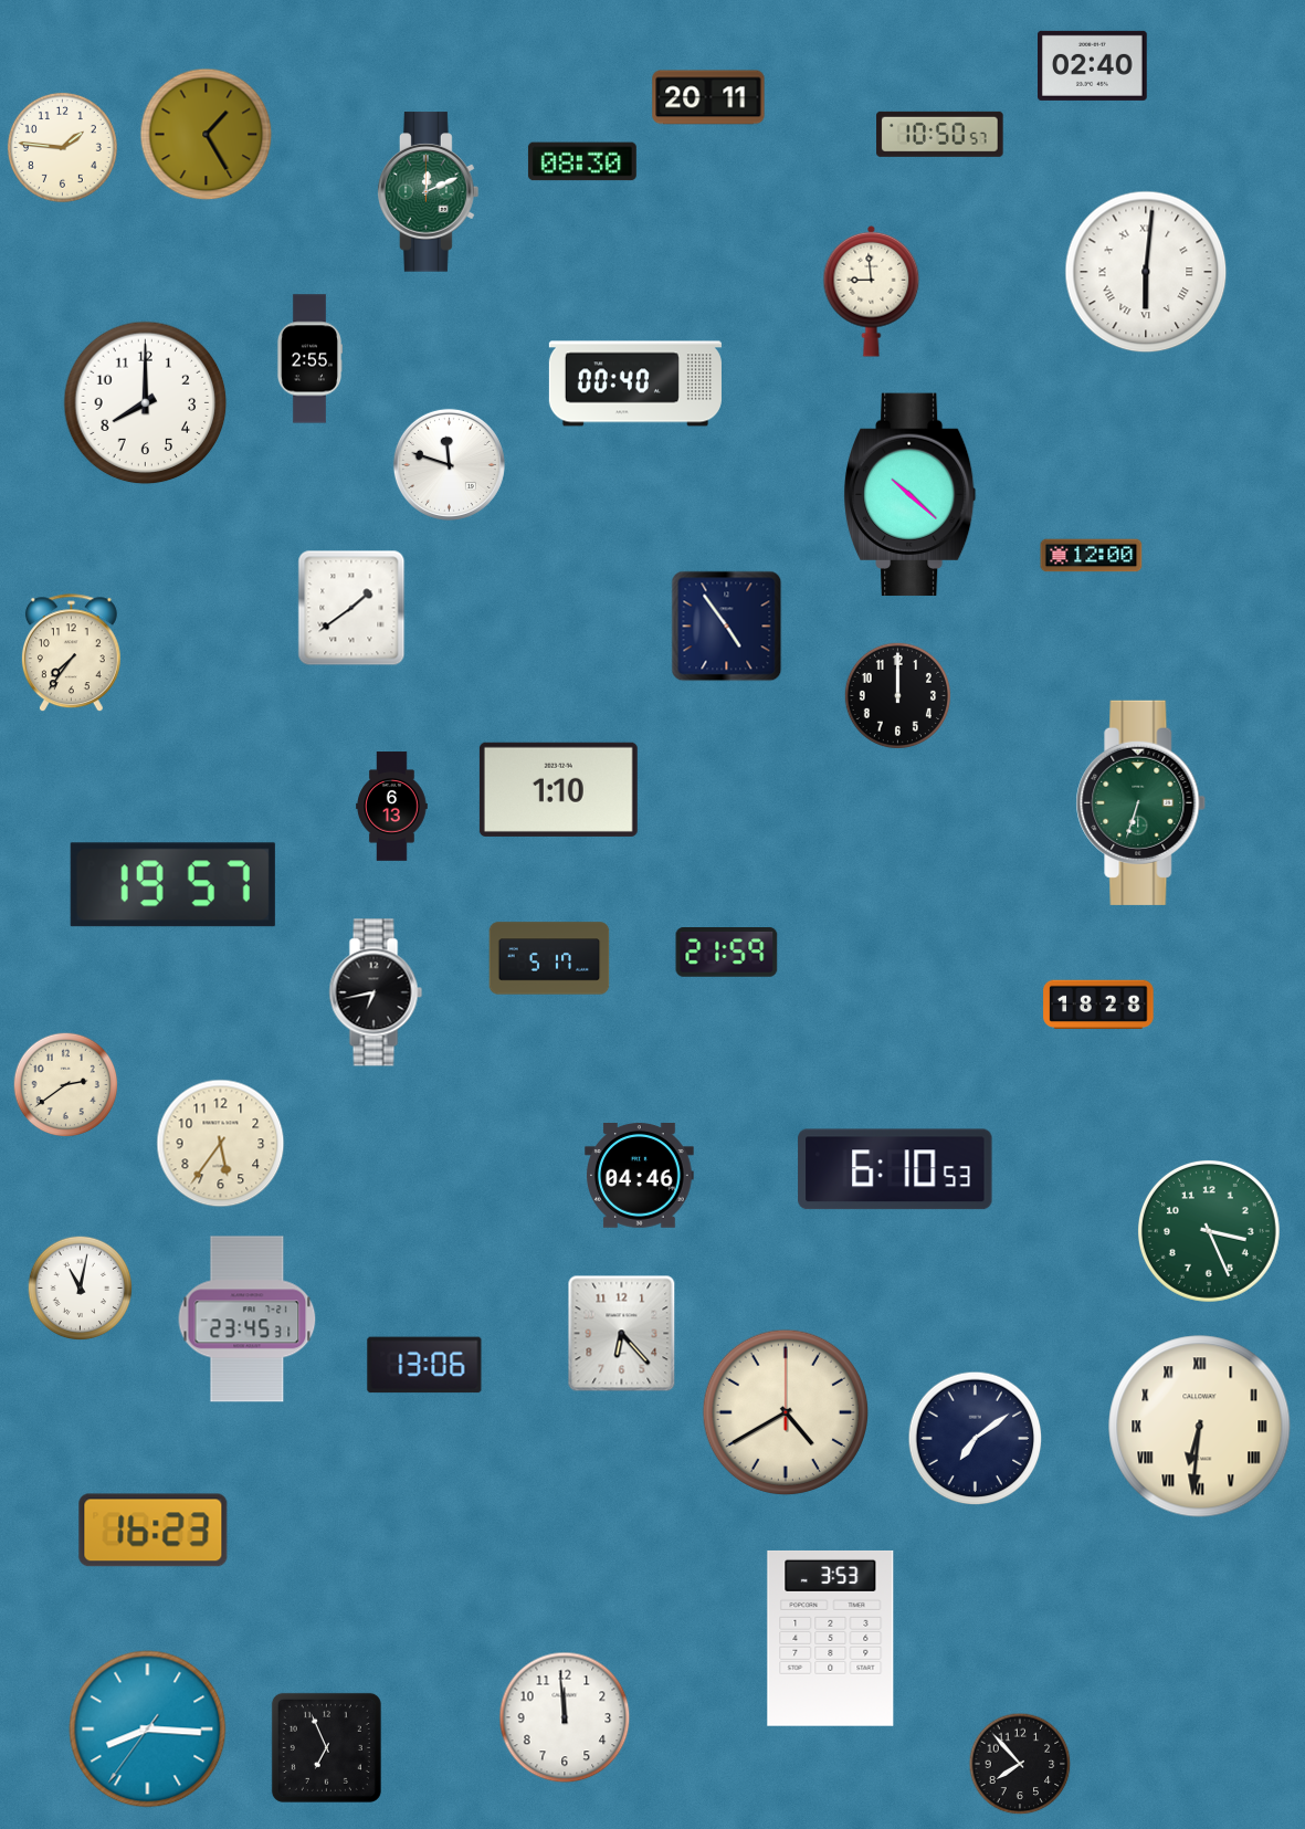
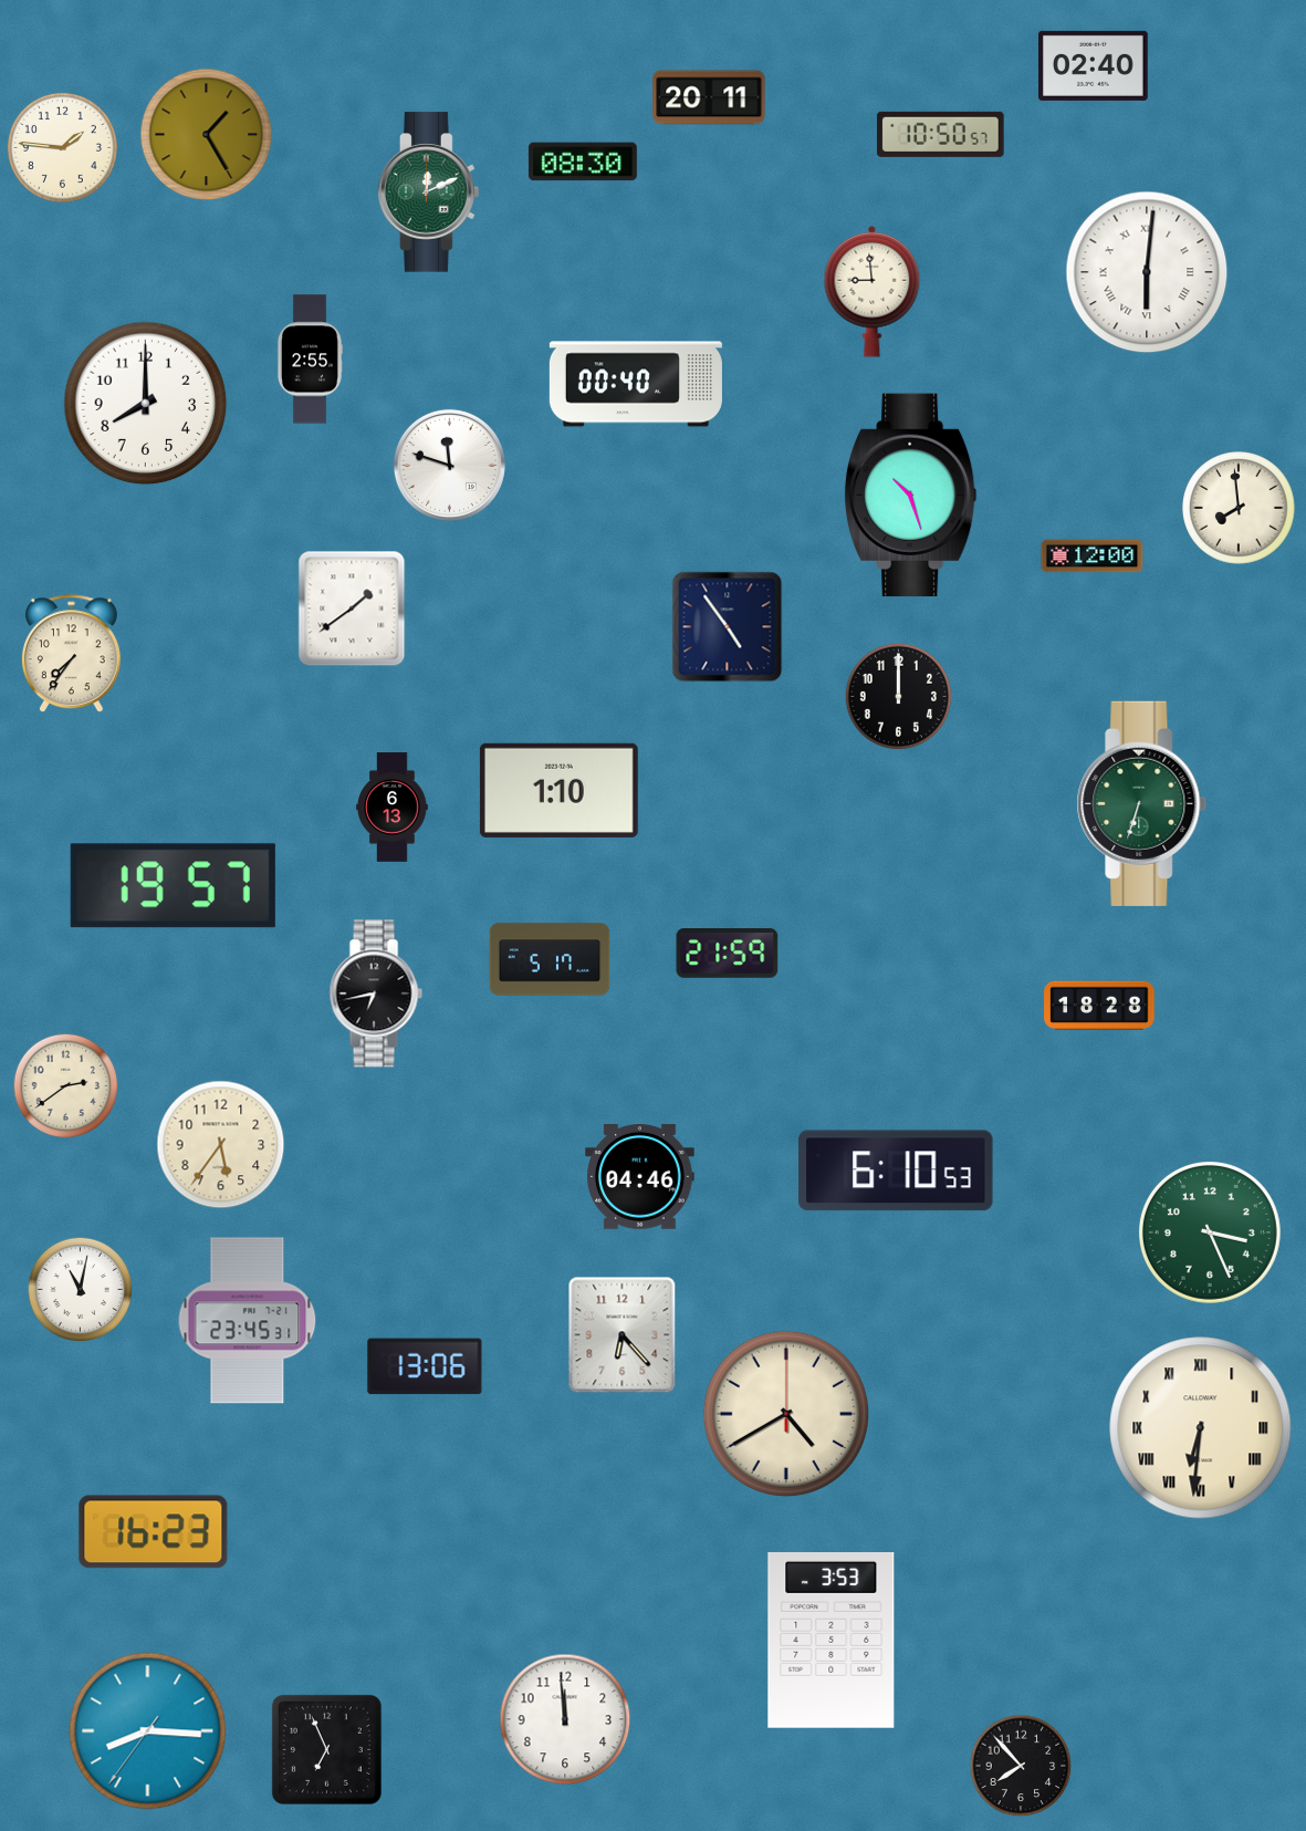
clock at (909, 495): 10:22 -> 10:27
clock at (1239, 508): none -> 7:59
clock at (976, 1439): 7:09 -> none
